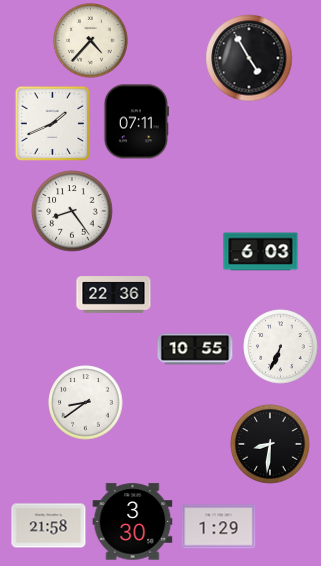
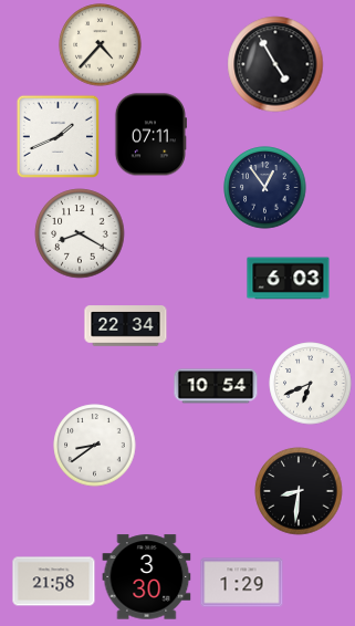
clock at (265, 188): none -> 12:54
clock at (72, 211): 8:24 -> 8:20
clock at (114, 295): 22:36 -> 22:34
clock at (281, 347): 6:34 -> 6:41
clock at (195, 349): 10:55 -> 10:54
